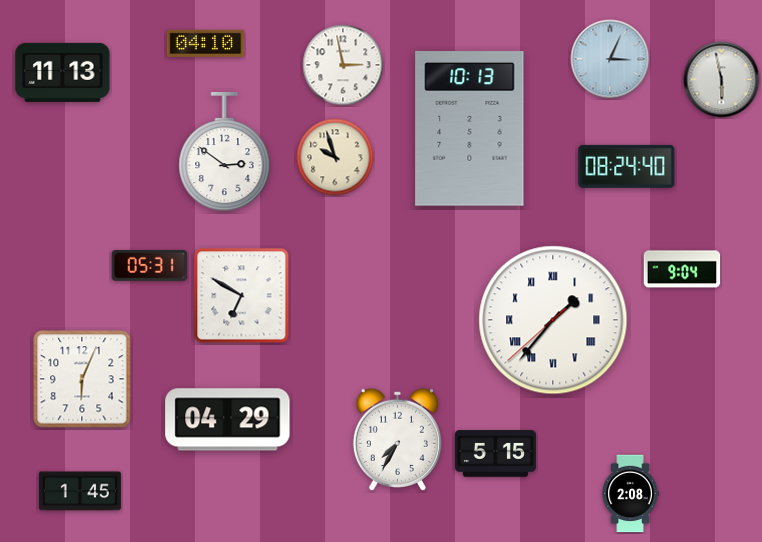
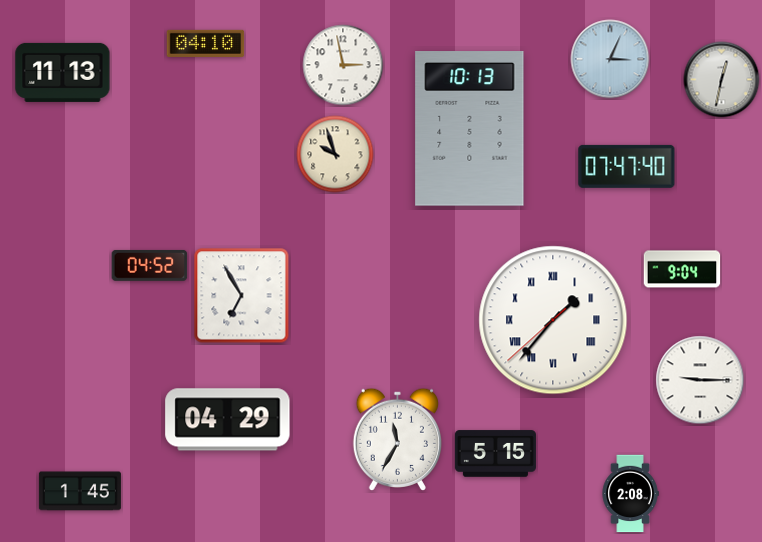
clock at (722, 80): 5:58 -> 12:32
clock at (225, 153): 2:51 -> none
clock at (335, 157) position: (335, 157) -> (335, 154)
clock at (627, 166): 08:24 -> 07:47
clock at (150, 266): 05:31 -> 04:52
clock at (242, 296): 6:50 -> 6:55
clock at (82, 379): 6:04 -> none
clock at (700, 380): none -> 9:15
clock at (397, 439): 7:35 -> 11:35
